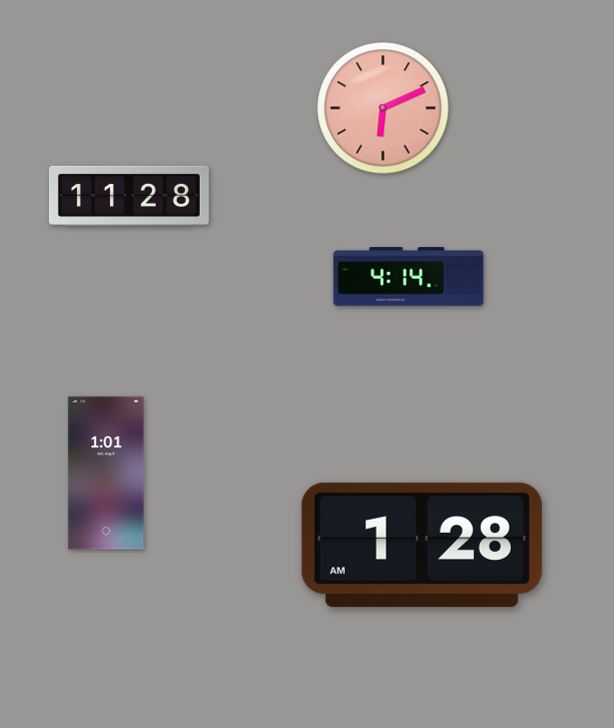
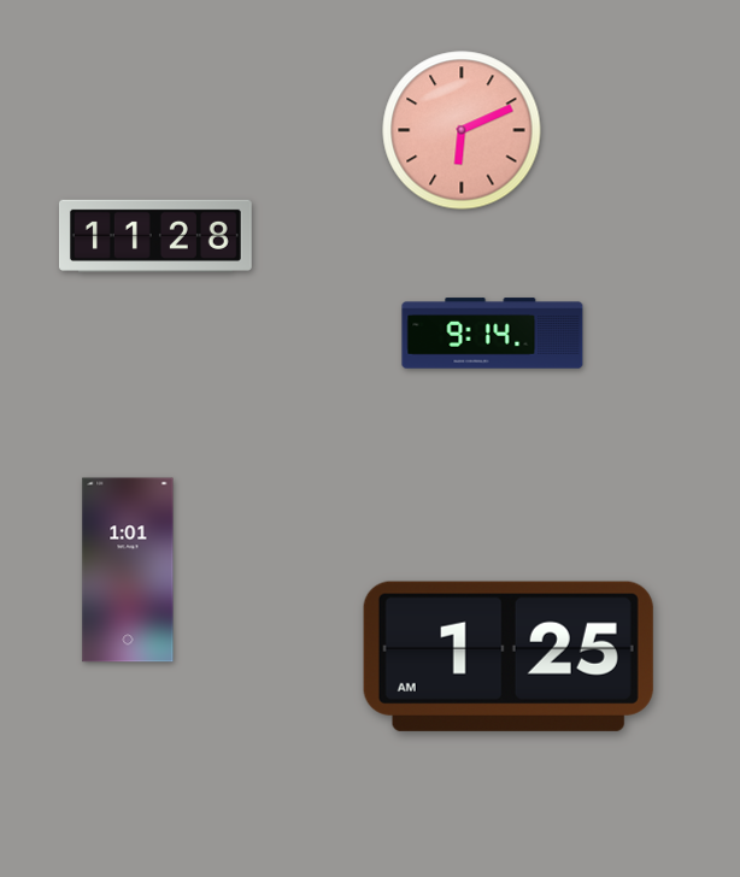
clock at (409, 277): 4:14 -> 9:14
clock at (422, 545): 1:28 -> 1:25
